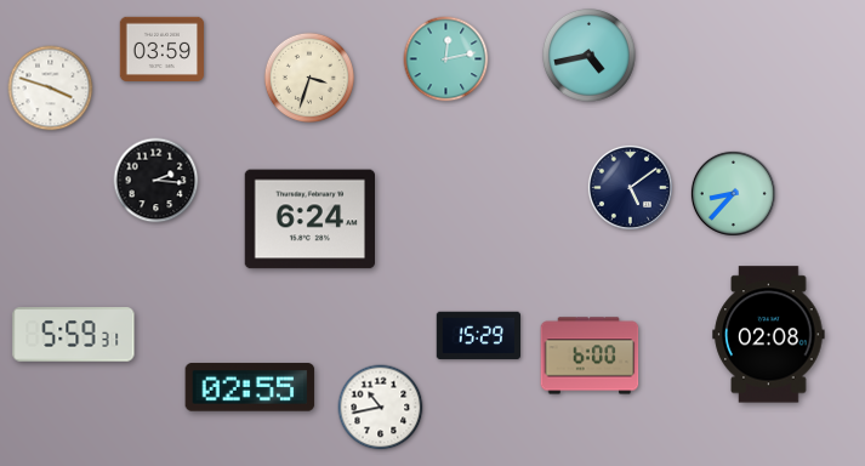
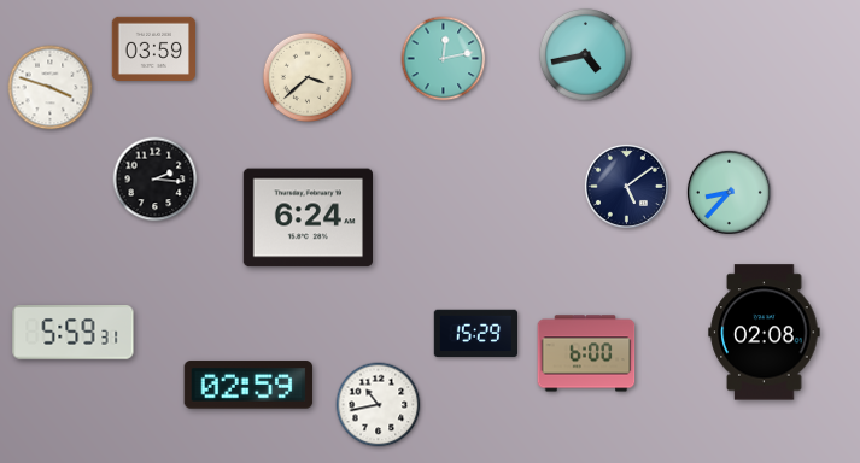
clock at (163, 49) position: (163, 49) -> (154, 48)
clock at (309, 78): 3:33 -> 3:38
clock at (250, 387): 02:55 -> 02:59
